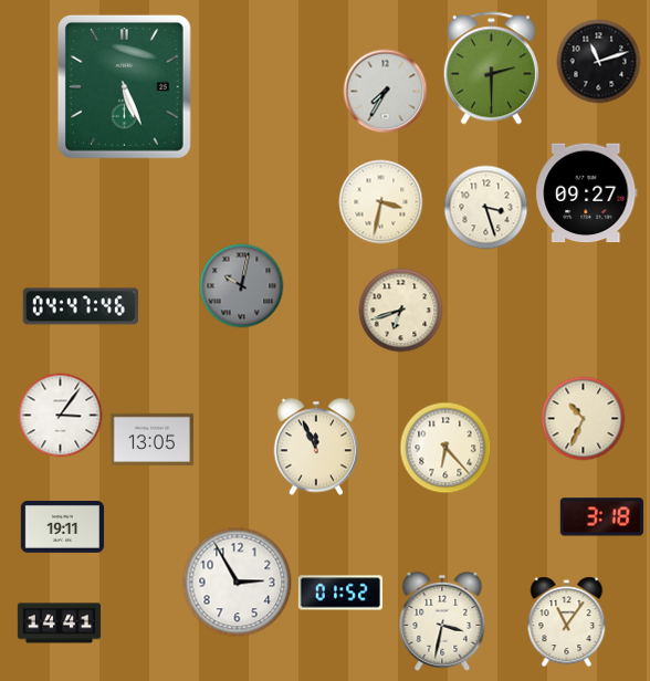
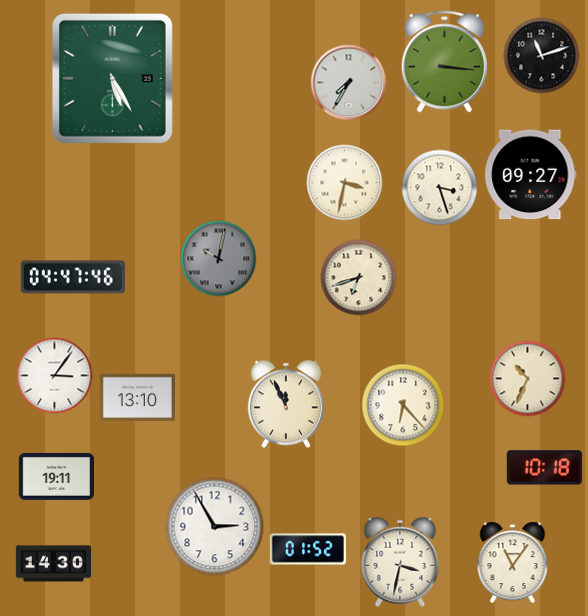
clock at (491, 69): 2:30 -> 3:16
clock at (124, 86): 5:26 -> 5:25
clock at (401, 311) position: (401, 311) -> (359, 278)
clock at (151, 439): 13:05 -> 13:10
clock at (601, 517): 3:18 -> 10:18
clock at (340, 593) position: (340, 593) -> (308, 549)
clock at (60, 624): 14:41 -> 14:30
